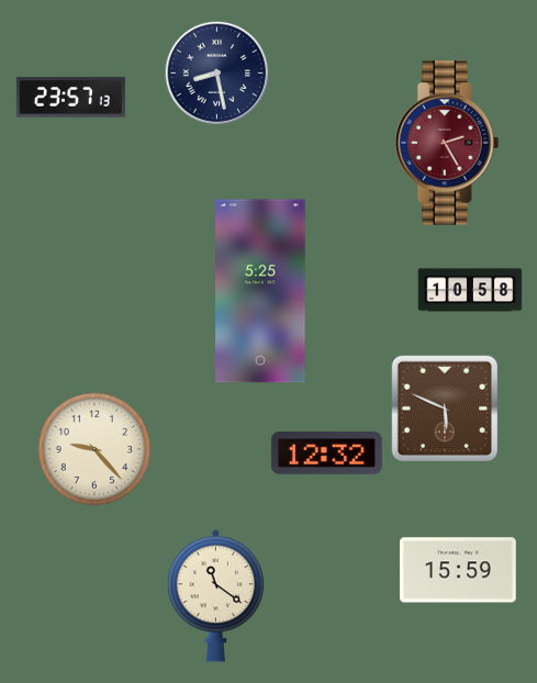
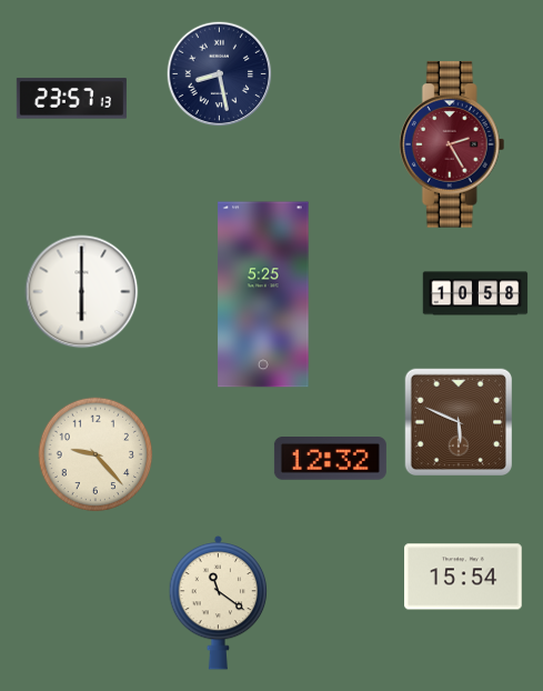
clock at (82, 292): none -> 6:00
clock at (444, 407) position: (444, 407) -> (457, 421)
clock at (459, 570): 15:59 -> 15:54
